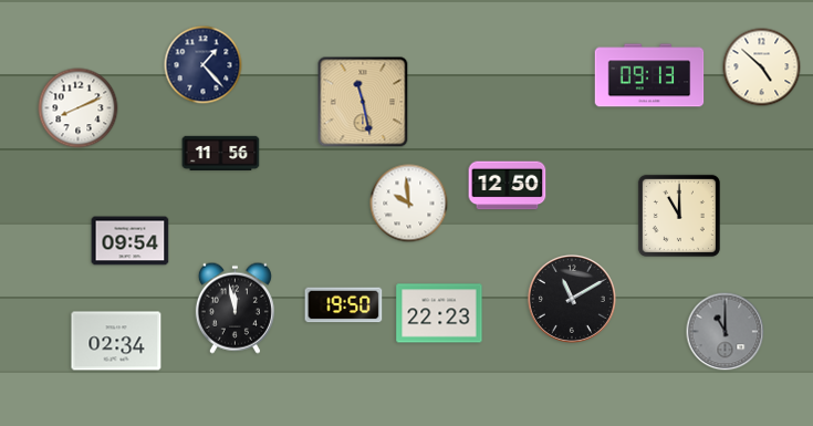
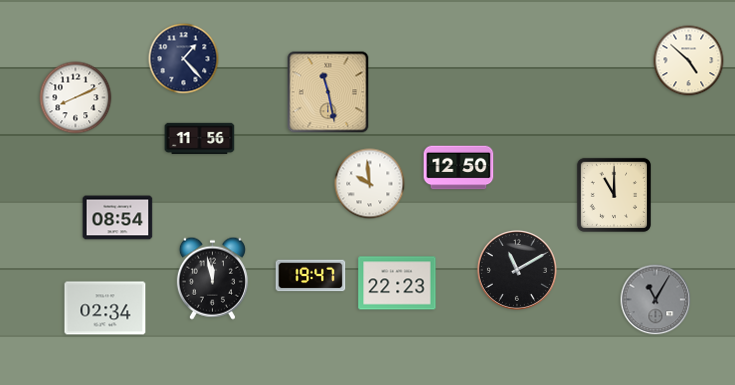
clock at (649, 75): 09:13 -> none
clock at (79, 108) position: (79, 108) -> (76, 98)
clock at (131, 241): 09:54 -> 08:54
clock at (344, 305): 19:50 -> 19:47
clock at (726, 332): 11:00 -> 11:05
